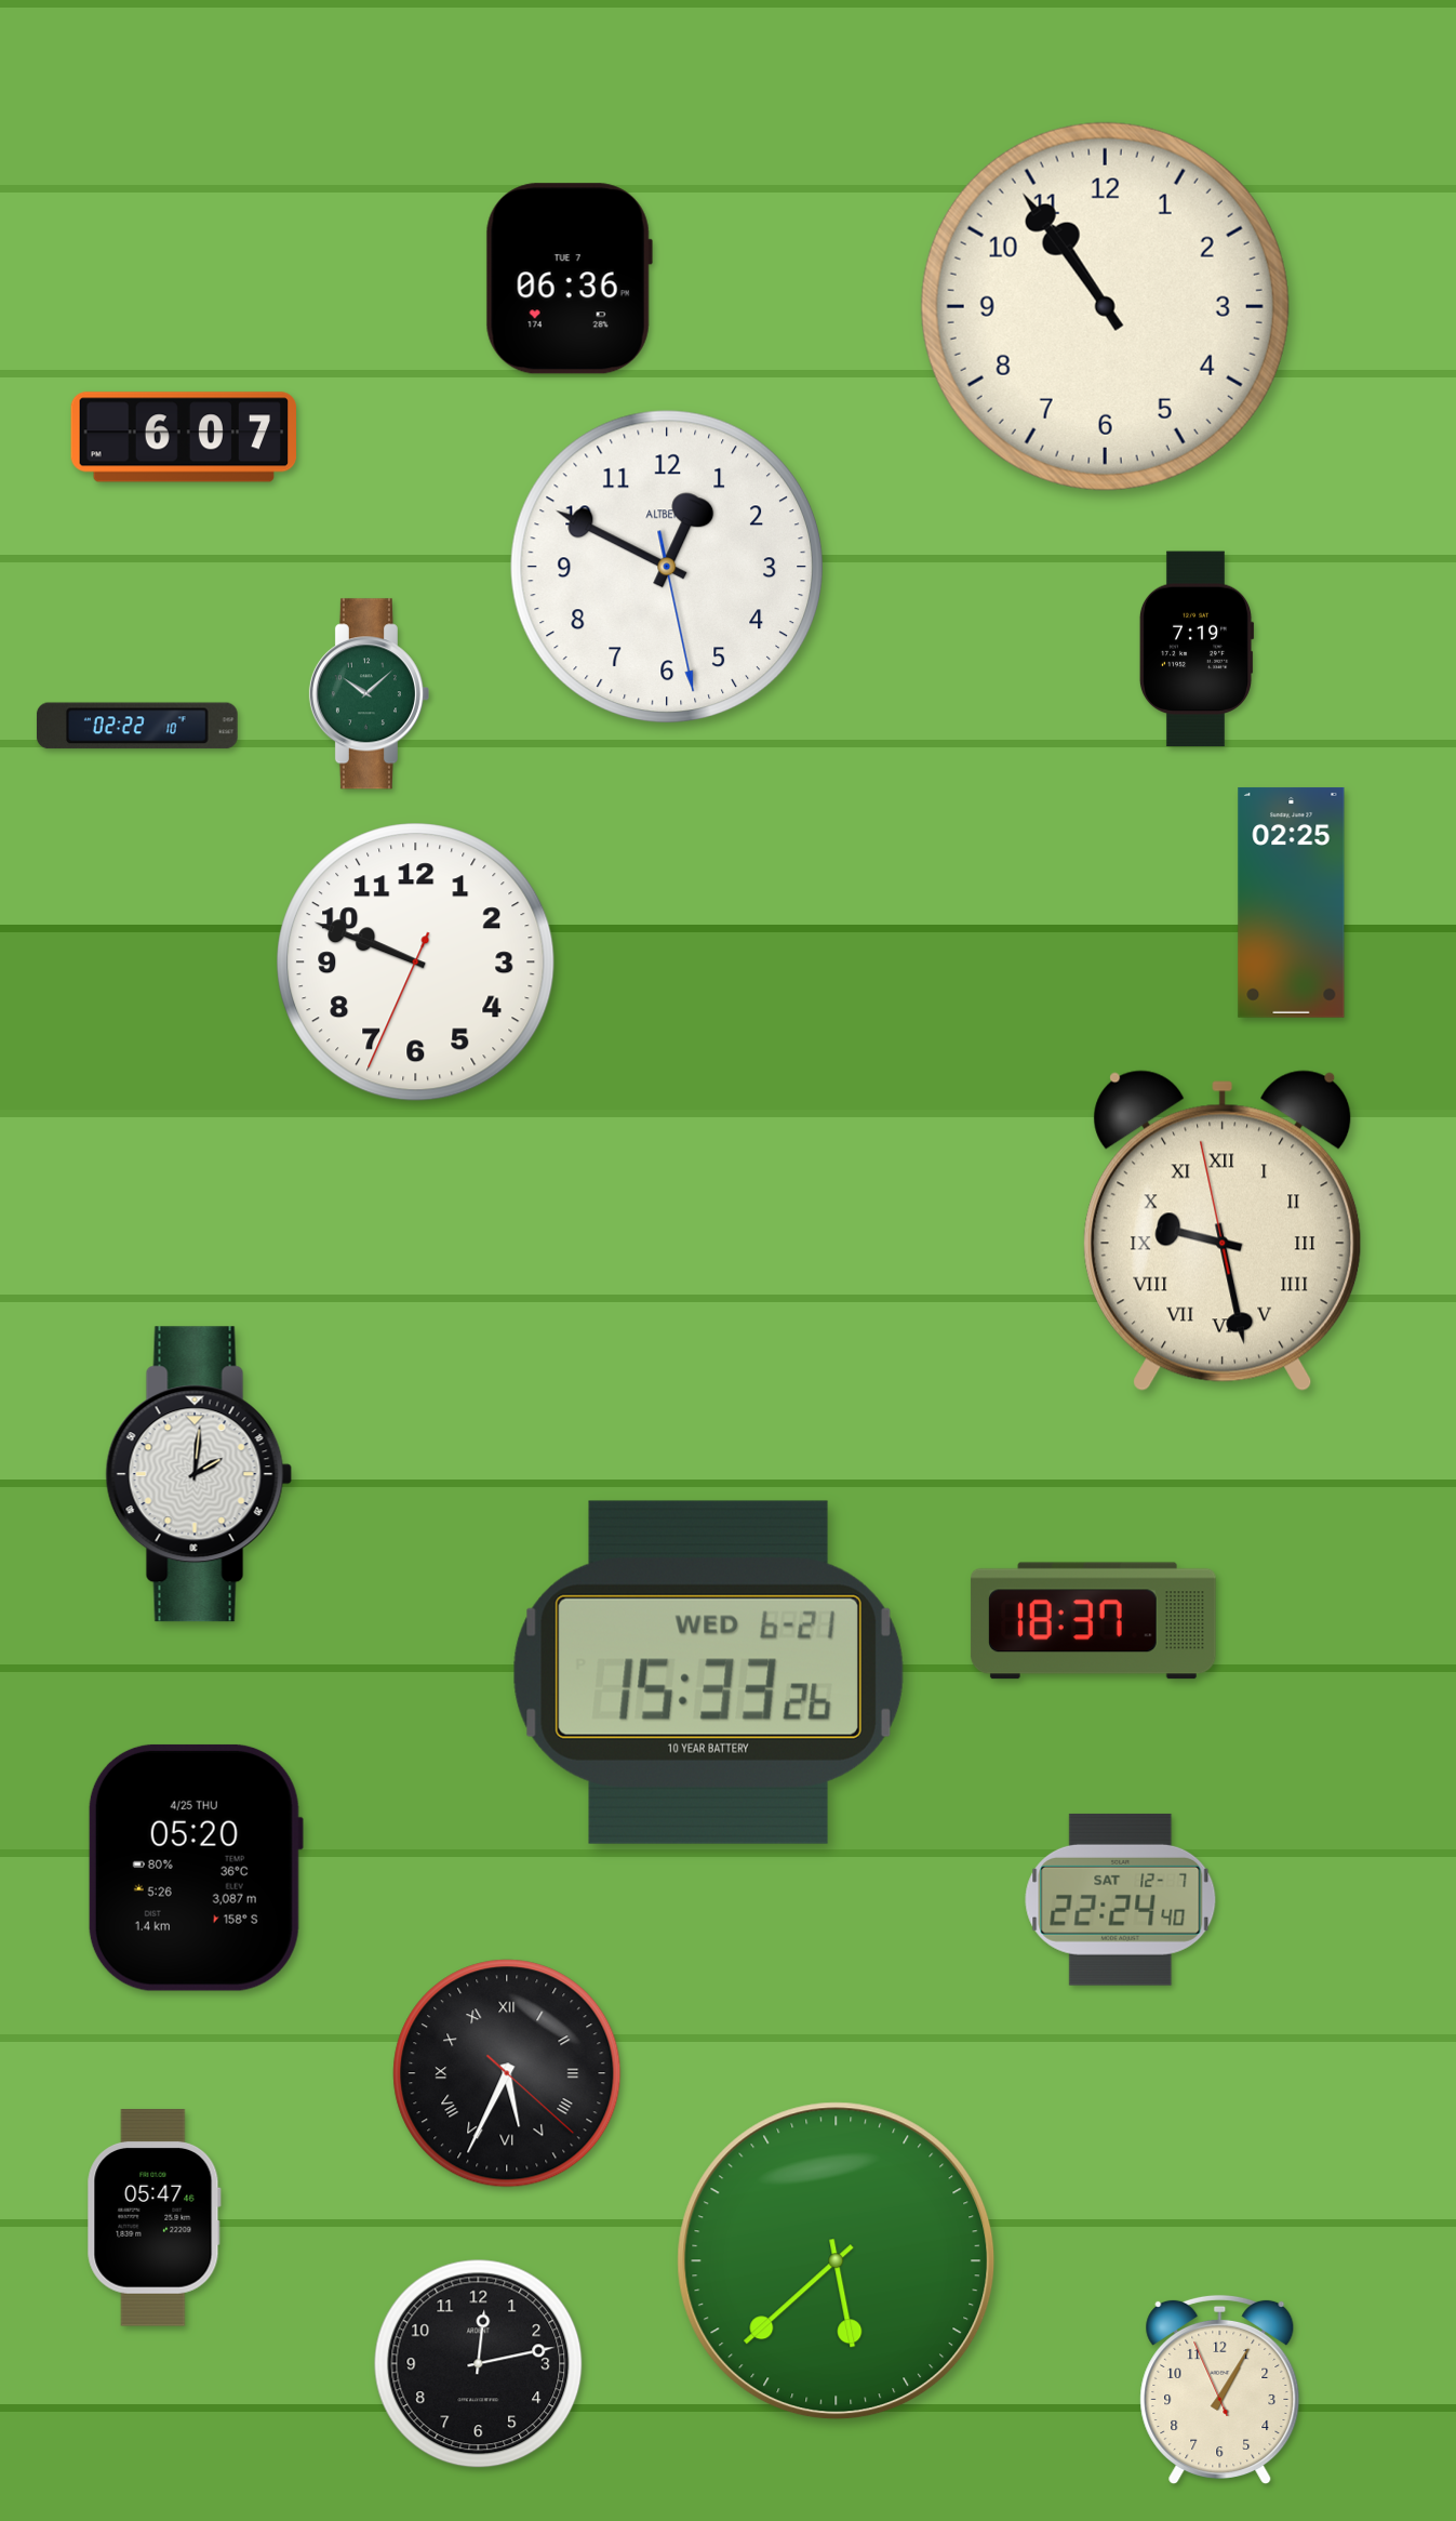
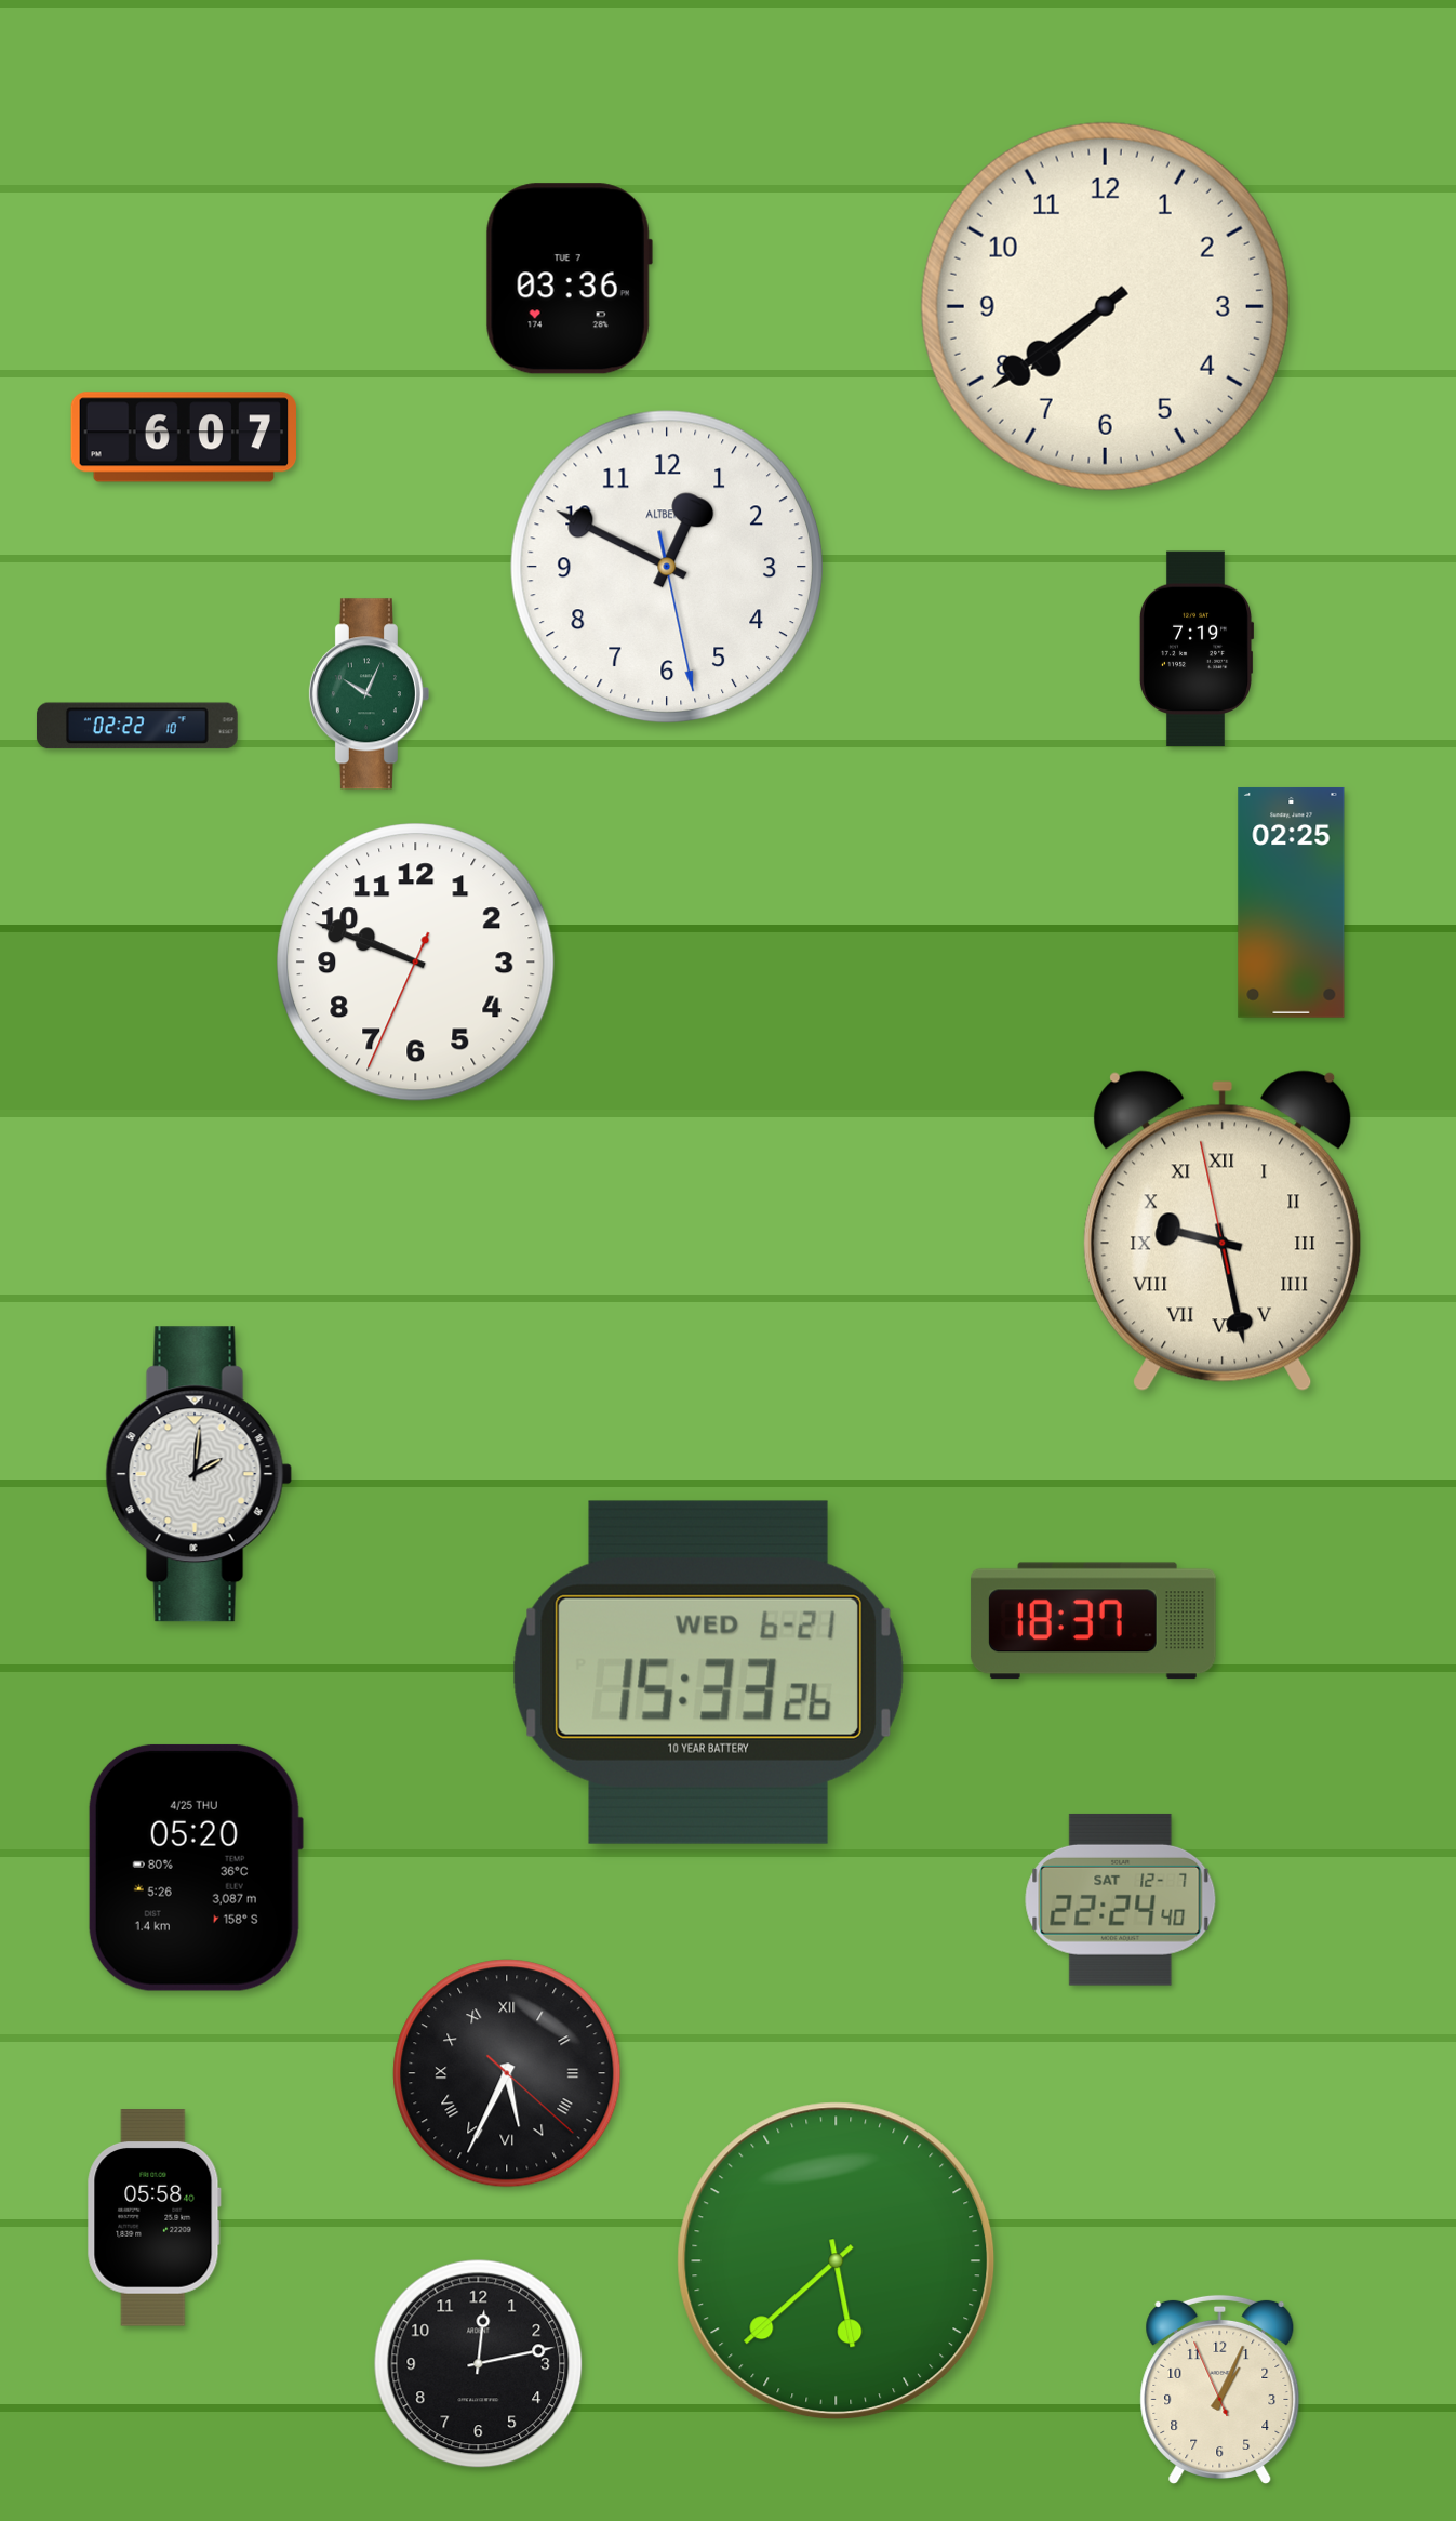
clock at (569, 279): 06:36 -> 03:36
clock at (1105, 306): 10:54 -> 7:39
clock at (369, 694): 10:08 -> 10:04
clock at (153, 2218): 05:47 -> 05:58
clock at (1220, 2389): 1:04 -> 1:03
